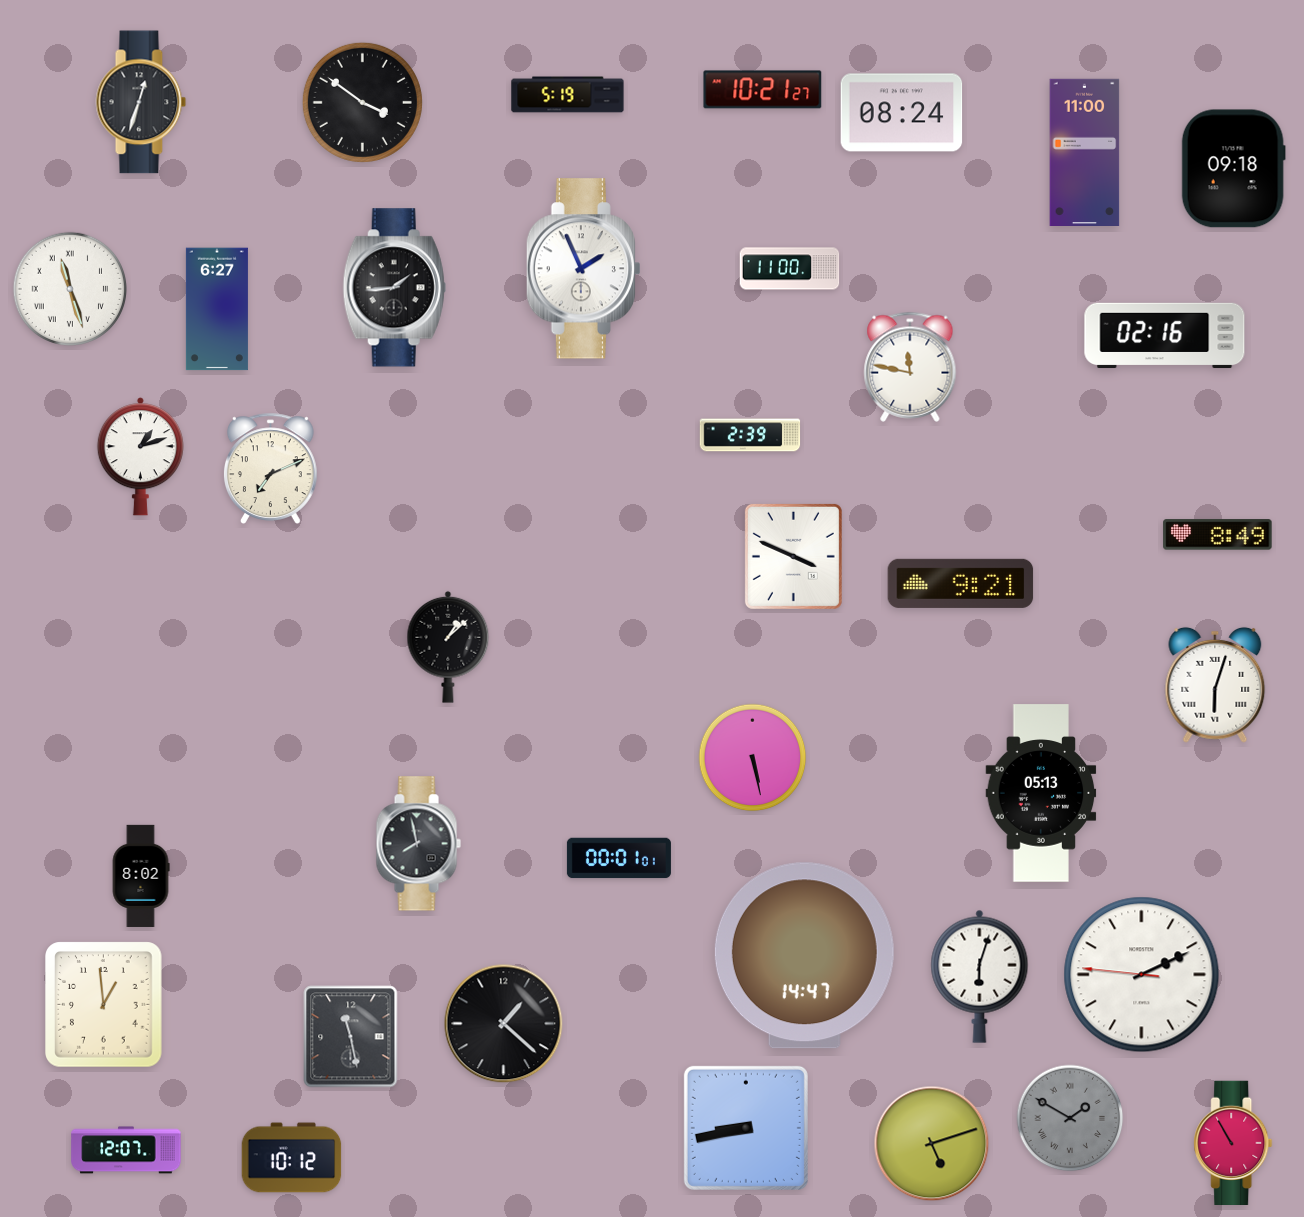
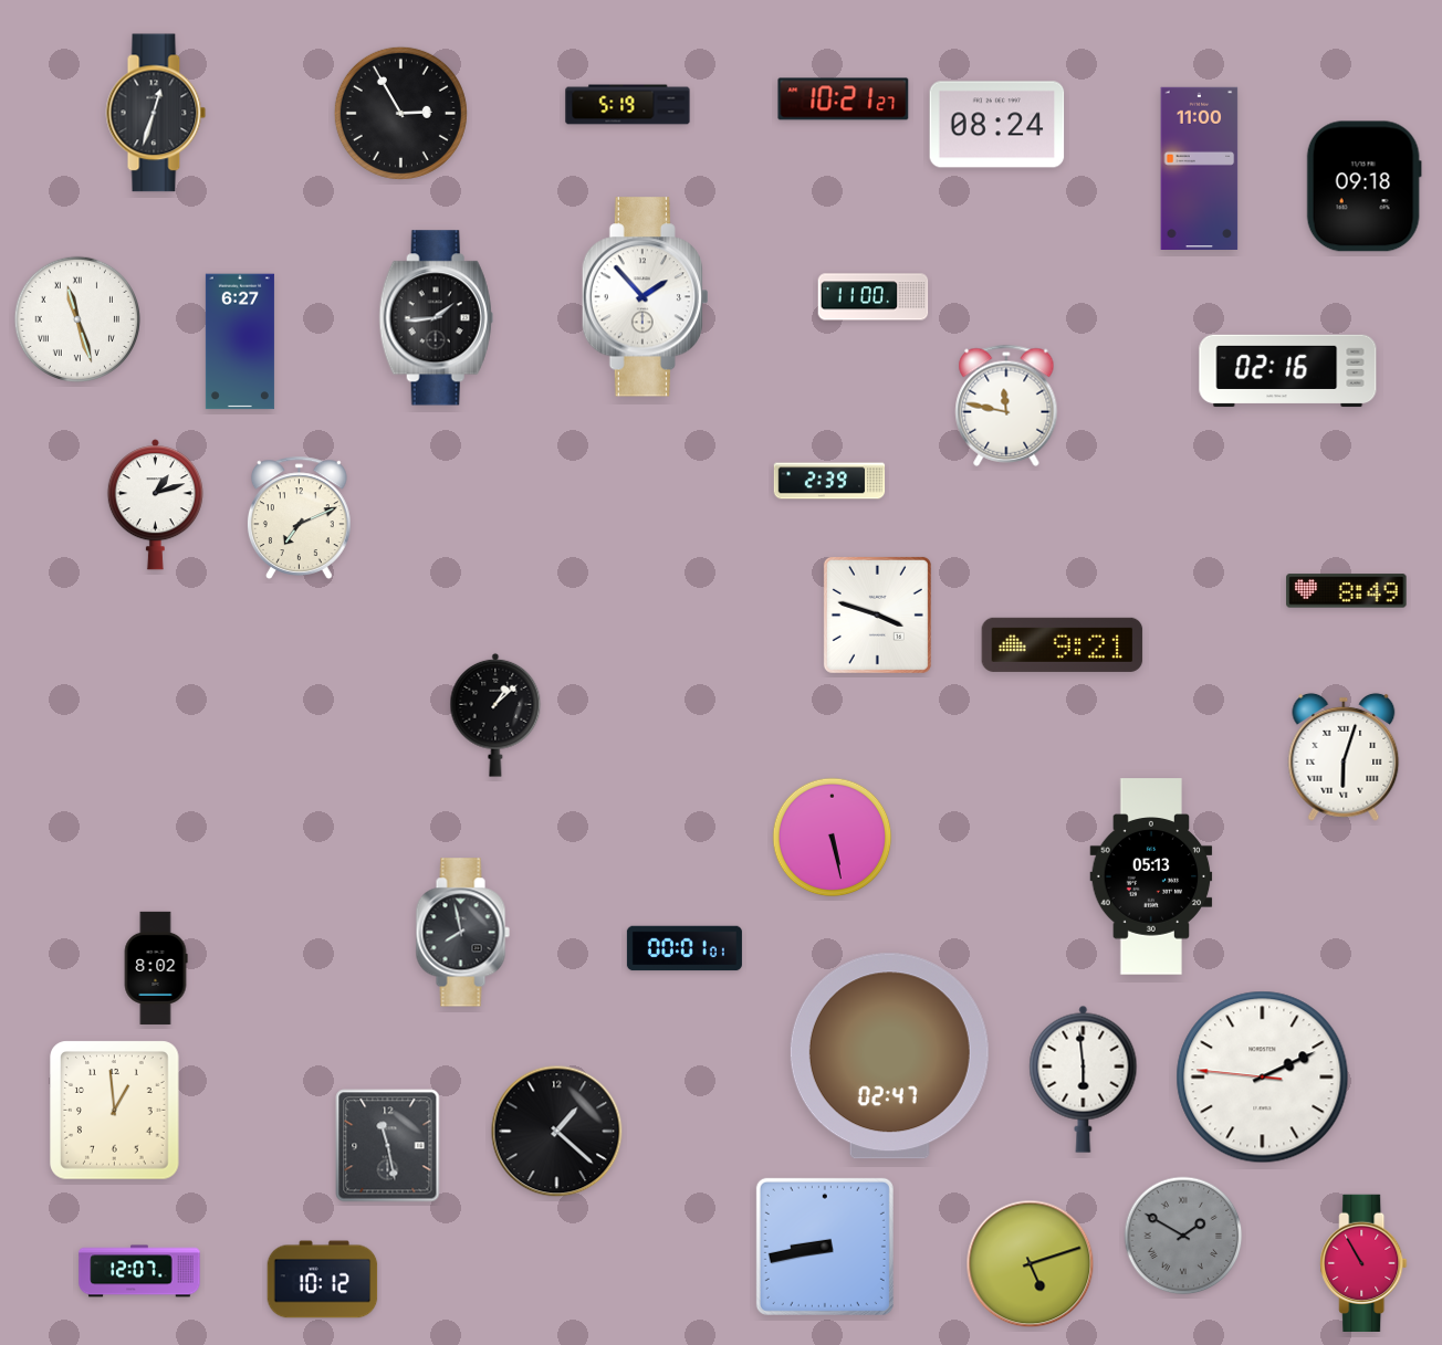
clock at (362, 102): 3:51 -> 2:55
clock at (583, 269): 1:56 -> 1:53
clock at (793, 556): 3:49 -> 3:48
clock at (804, 956): 14:47 -> 02:47
clock at (980, 976): 6:03 -> 5:59
